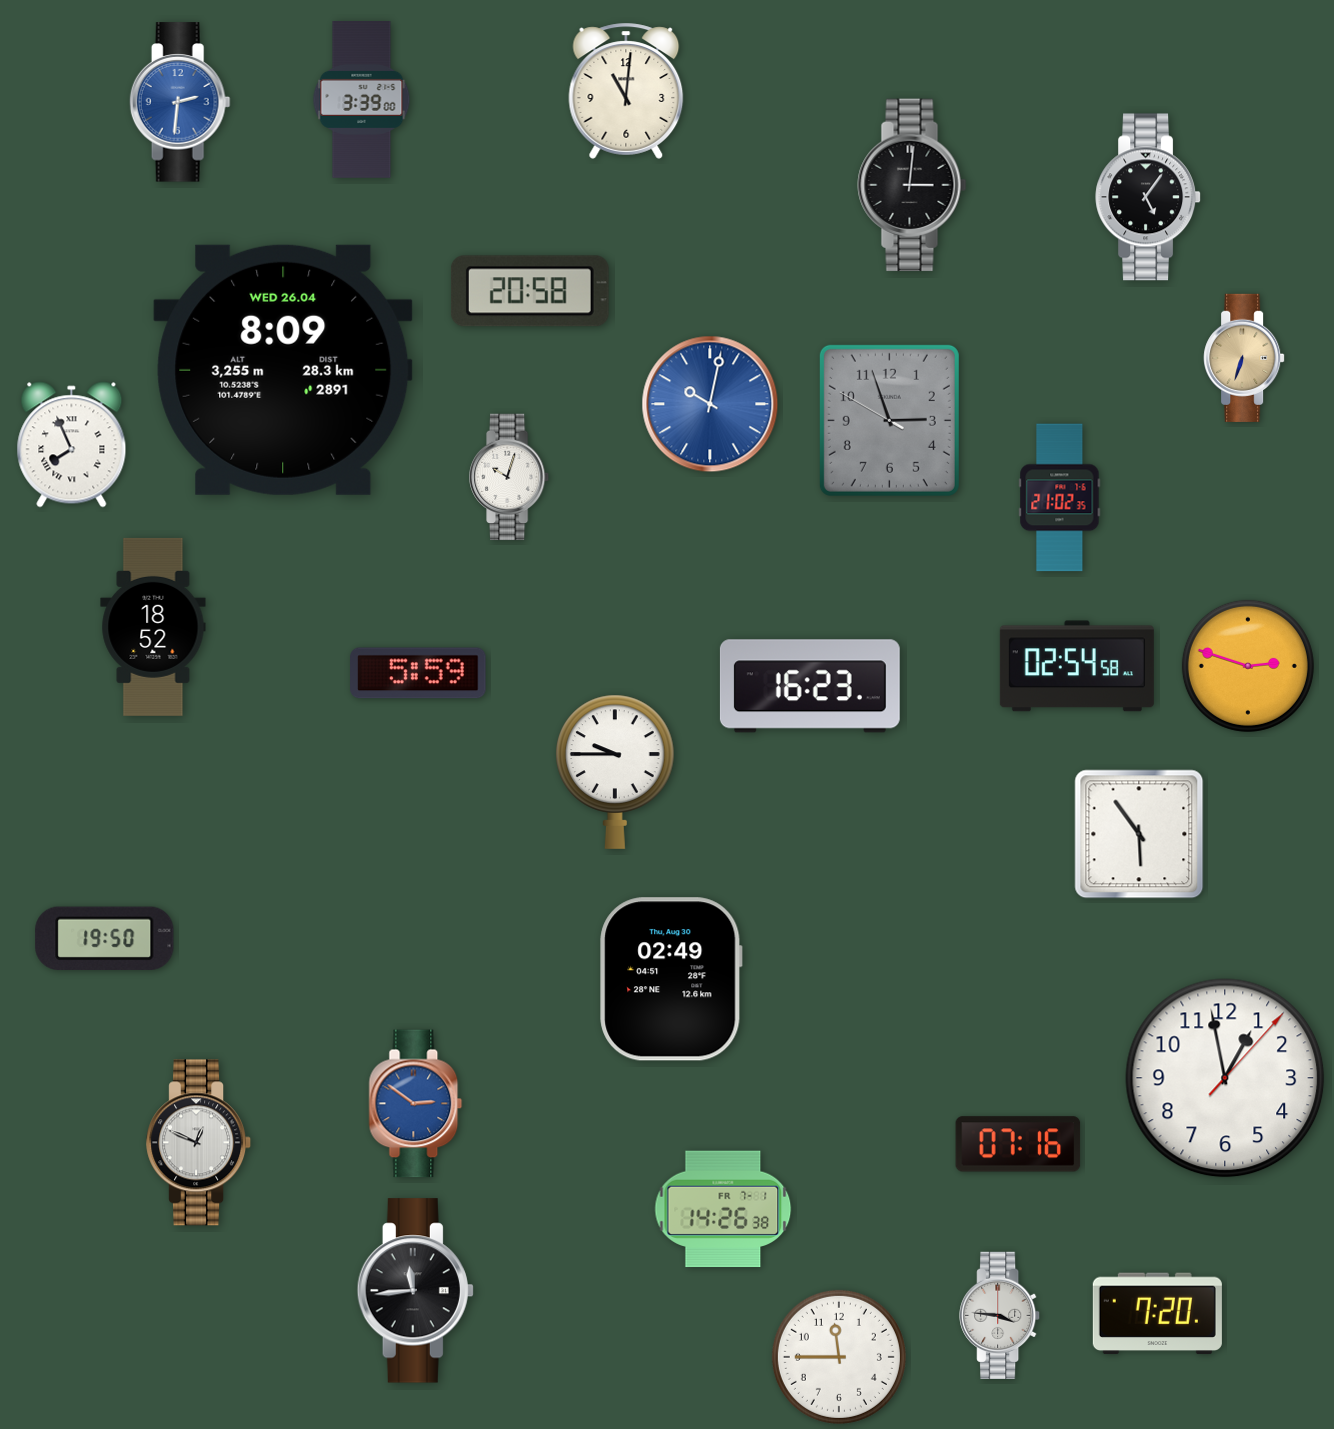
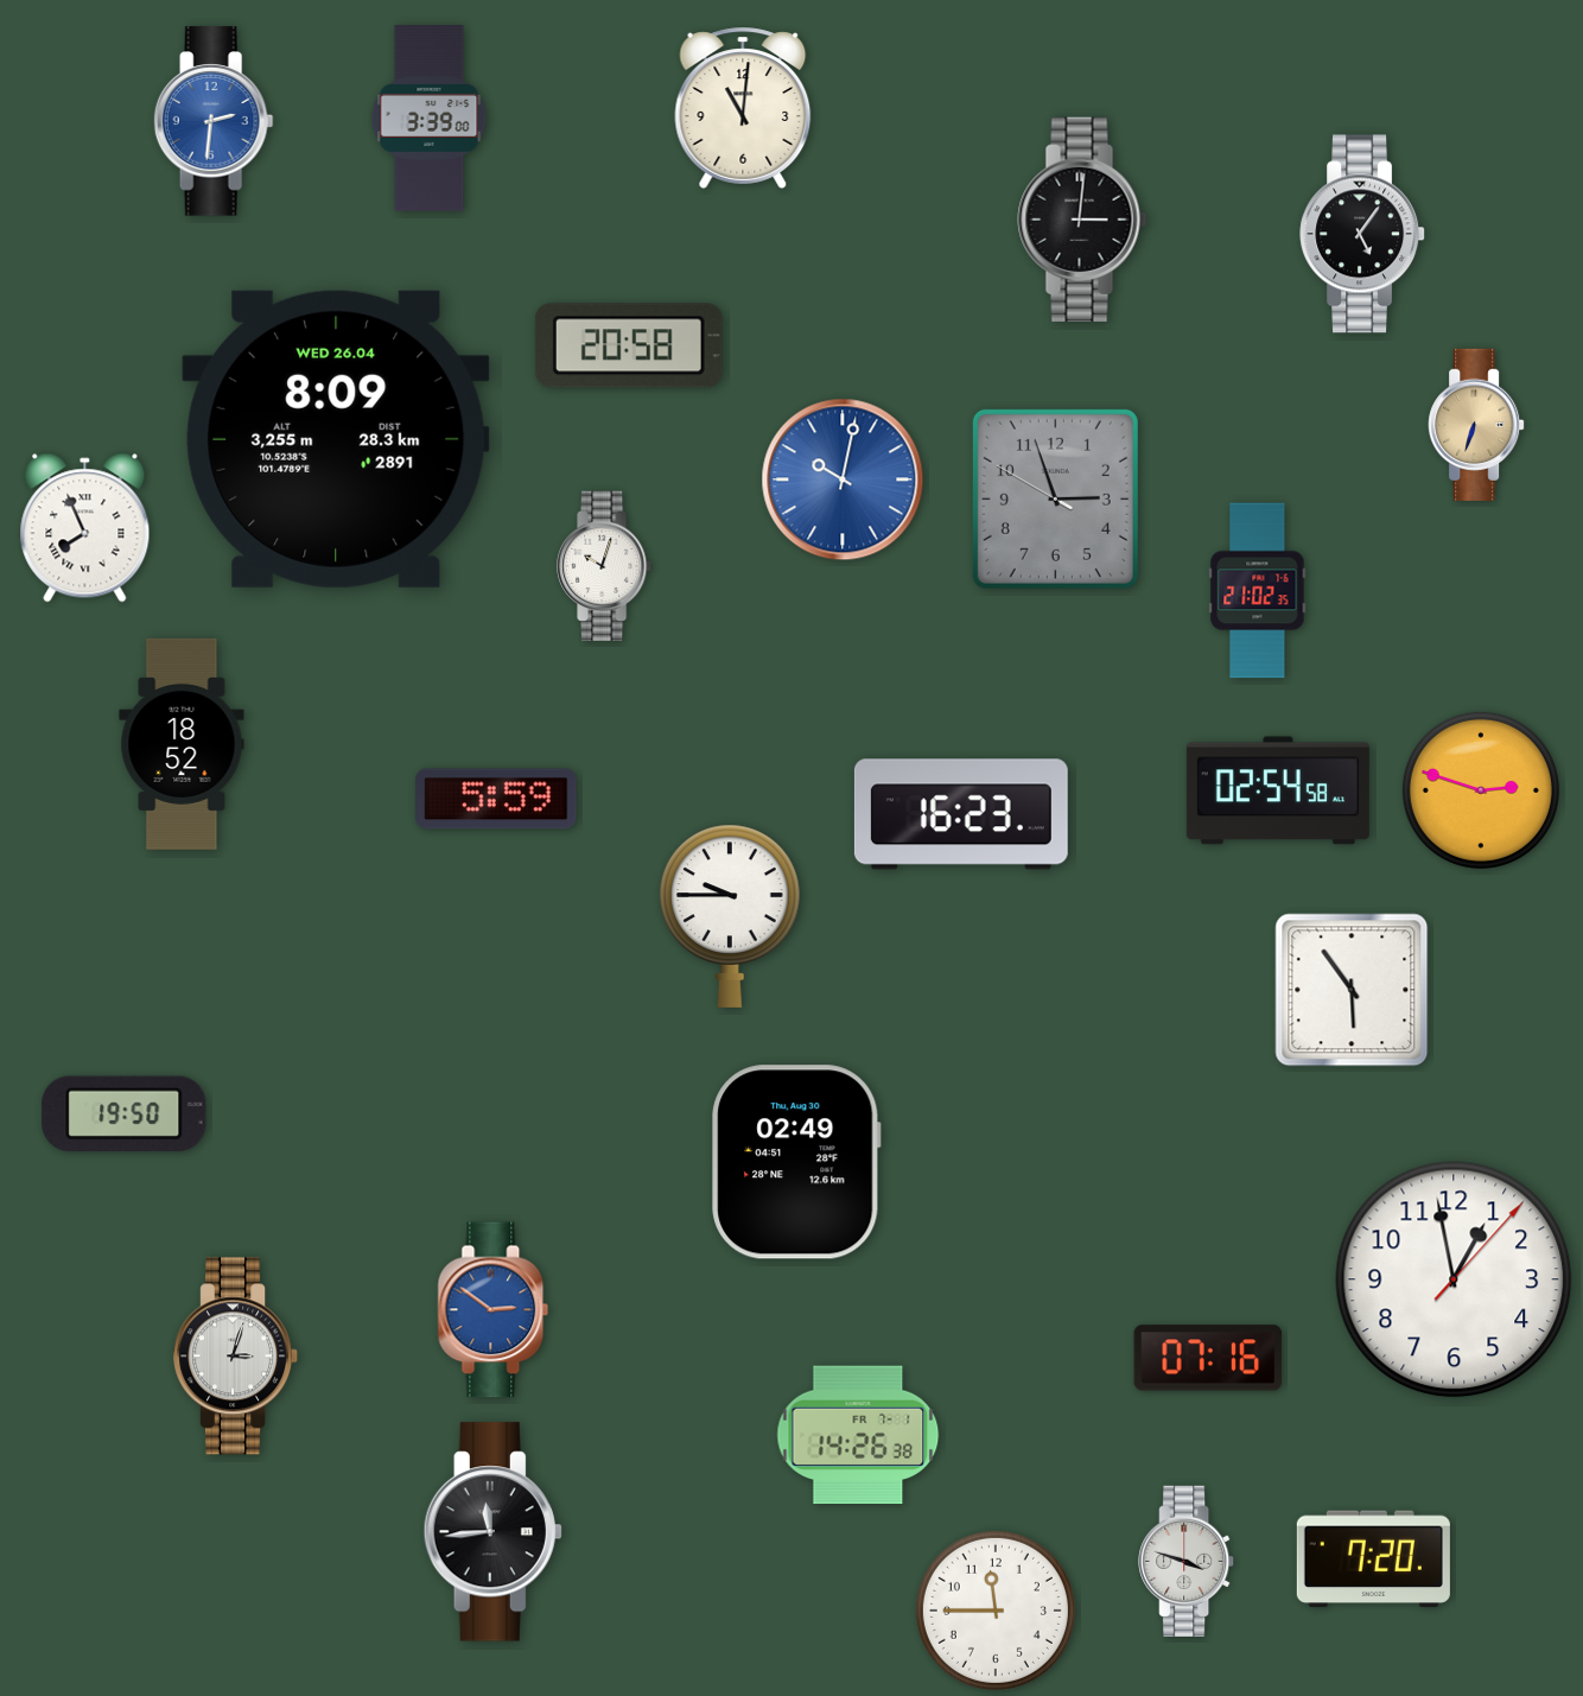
clock at (199, 1143): 12:49 -> 3:03
clock at (1000, 1315): 3:46 -> 3:48
